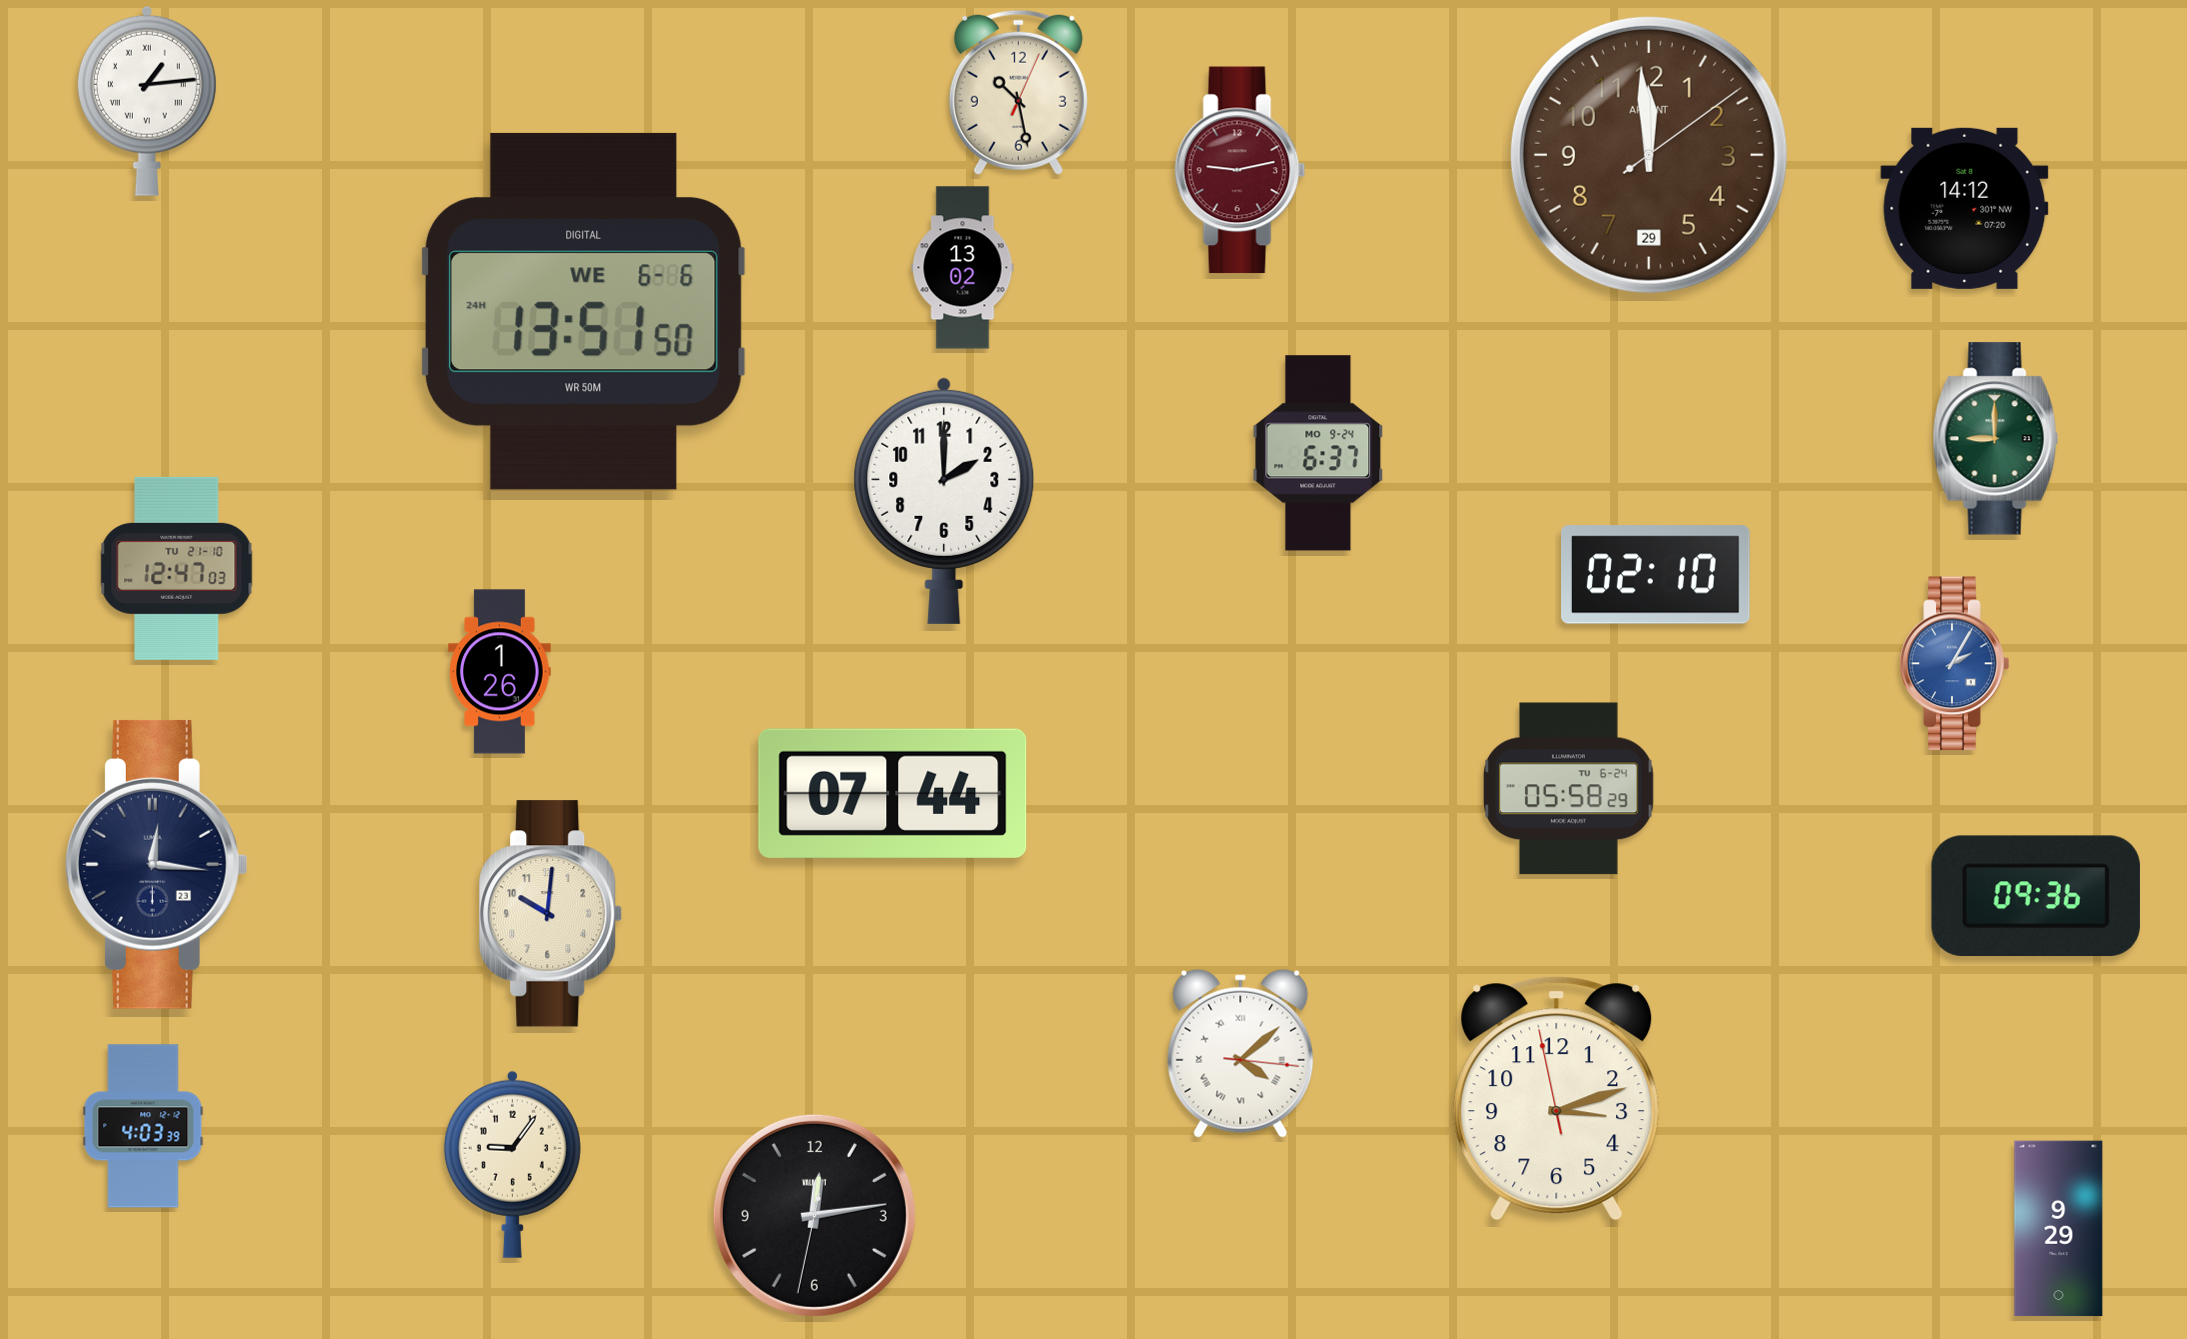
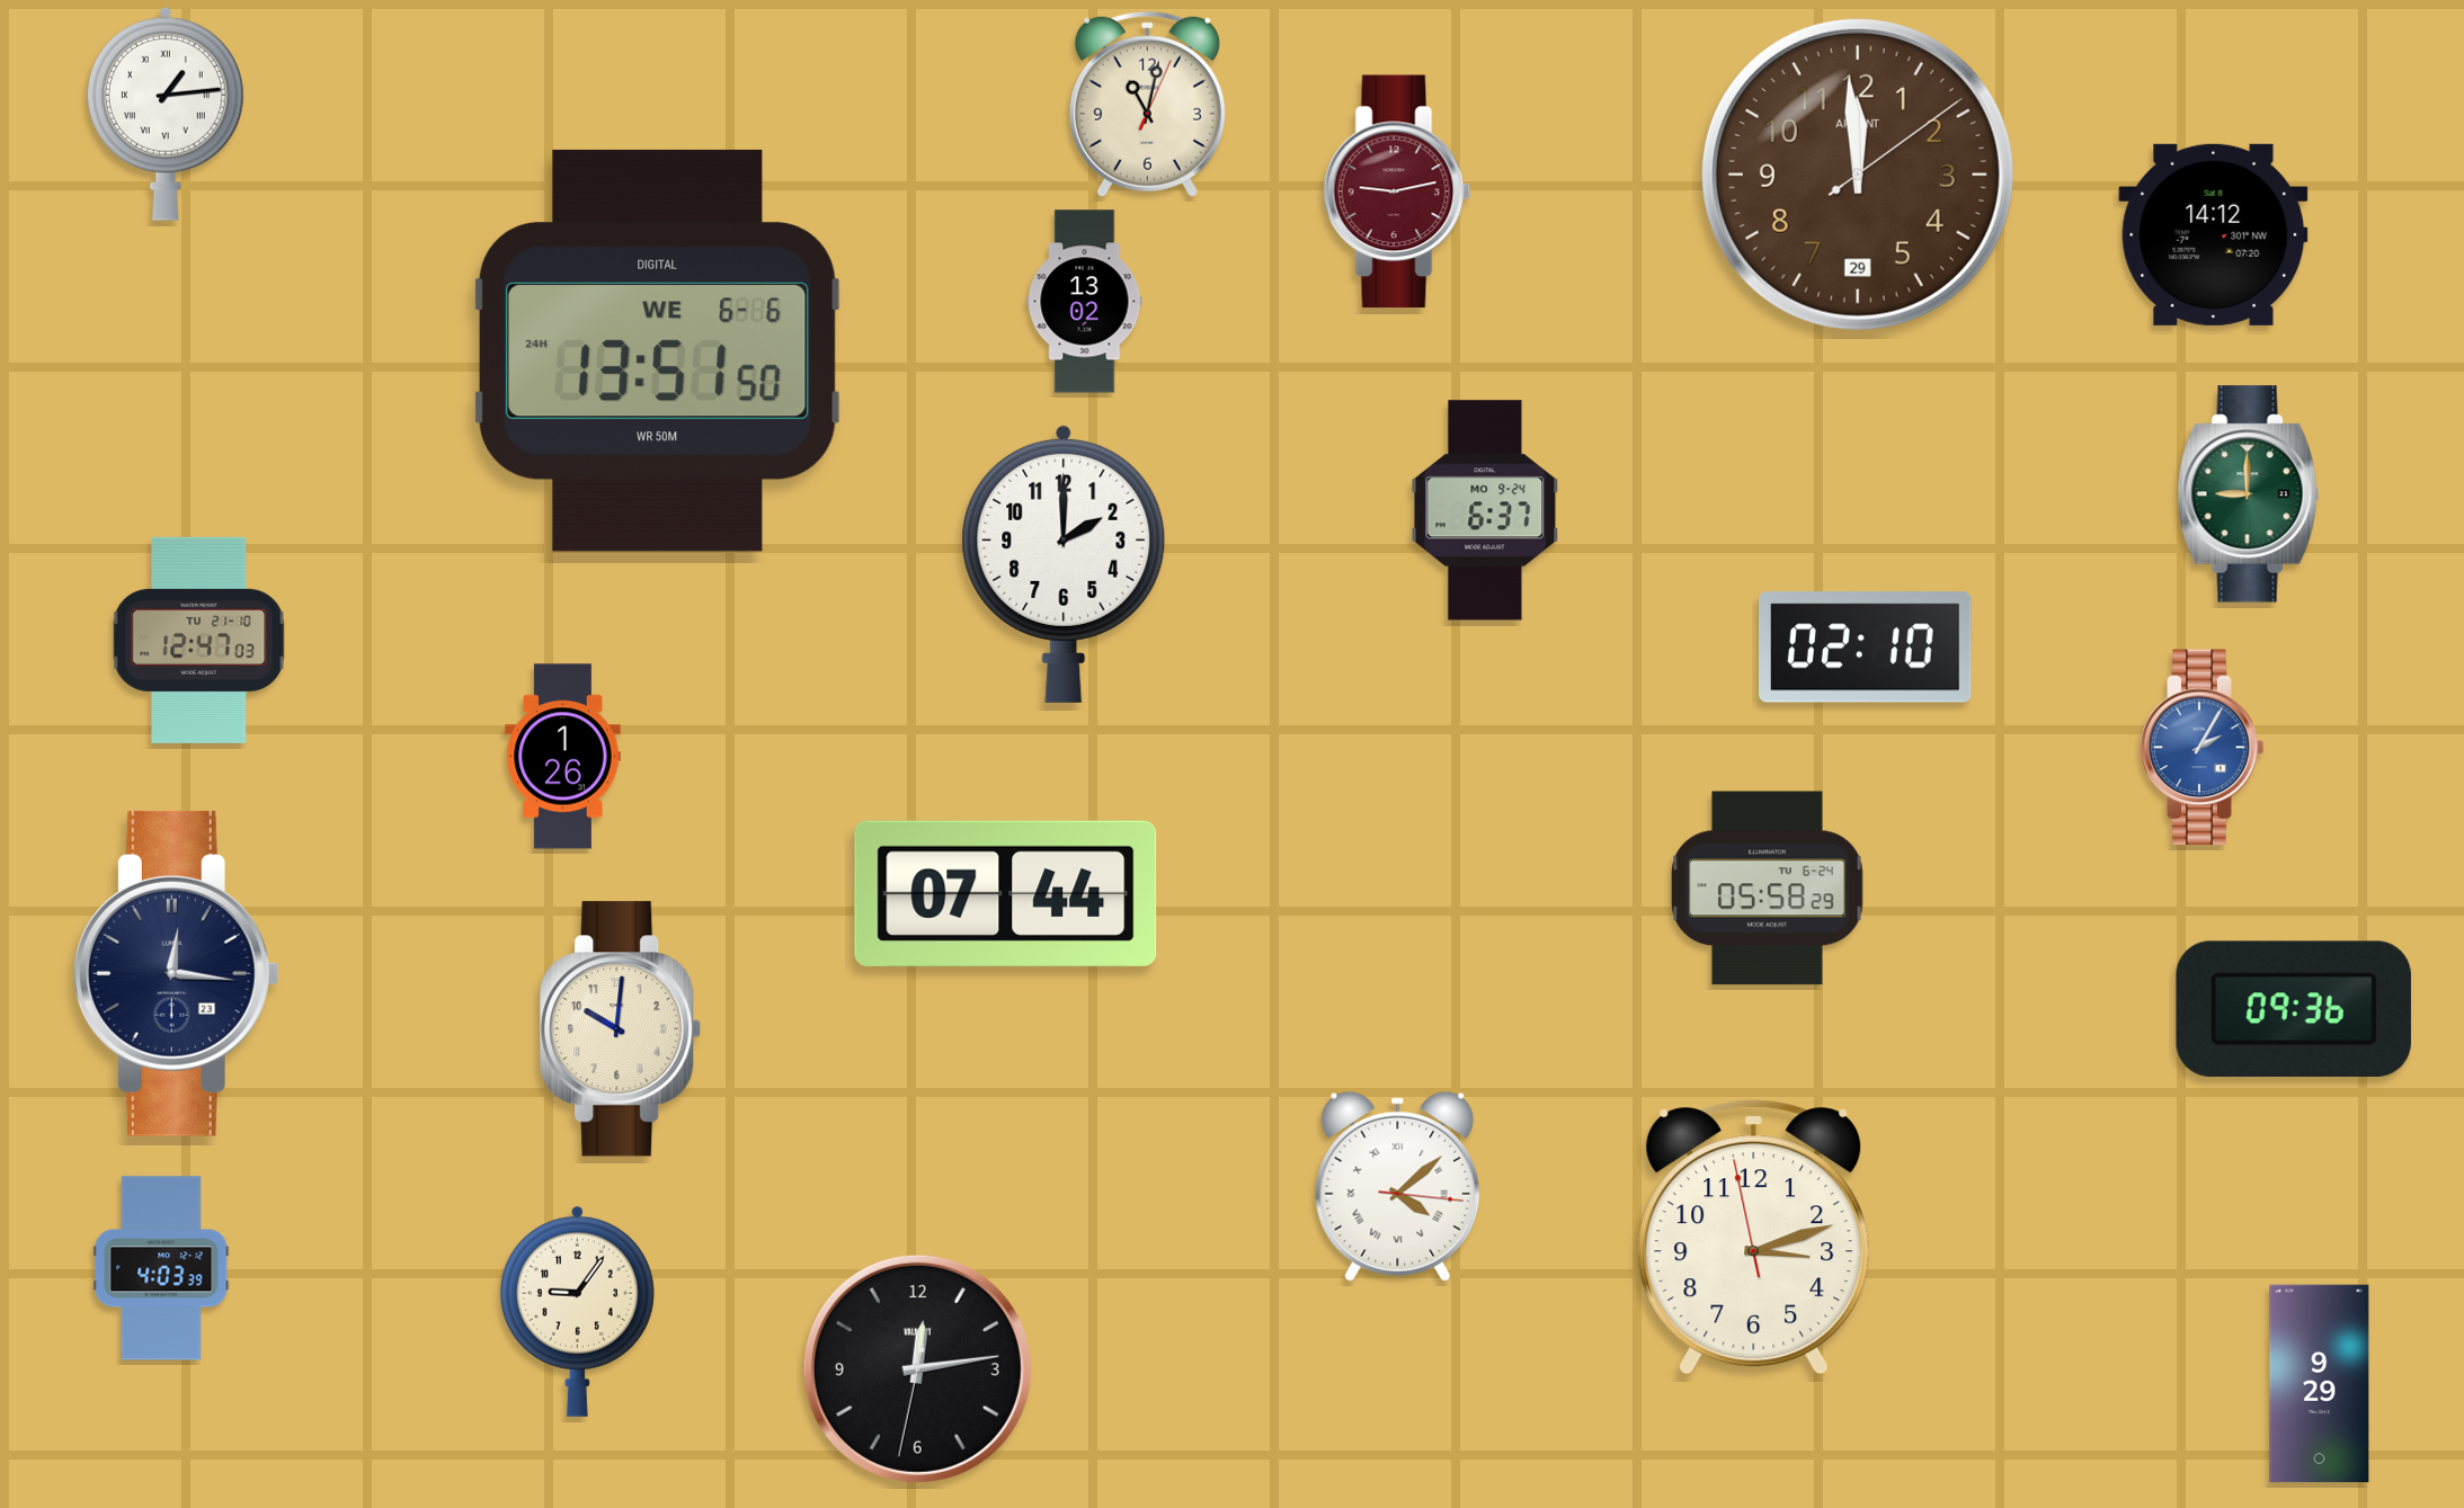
clock at (1018, 92): 10:28 -> 11:02
